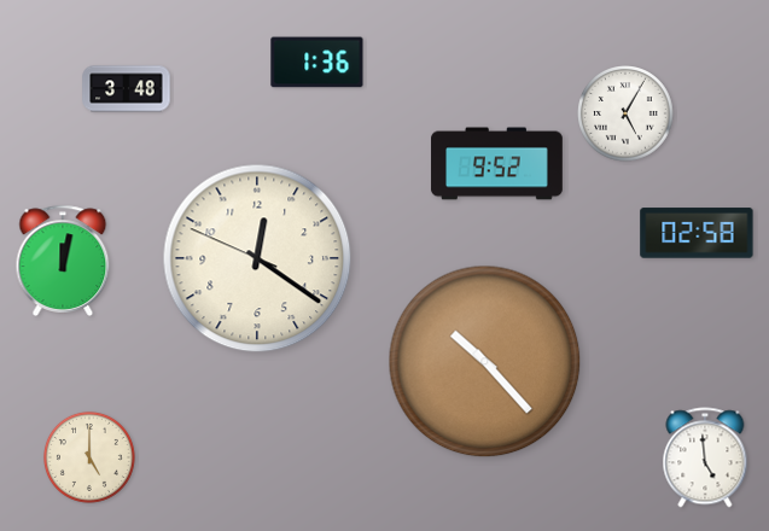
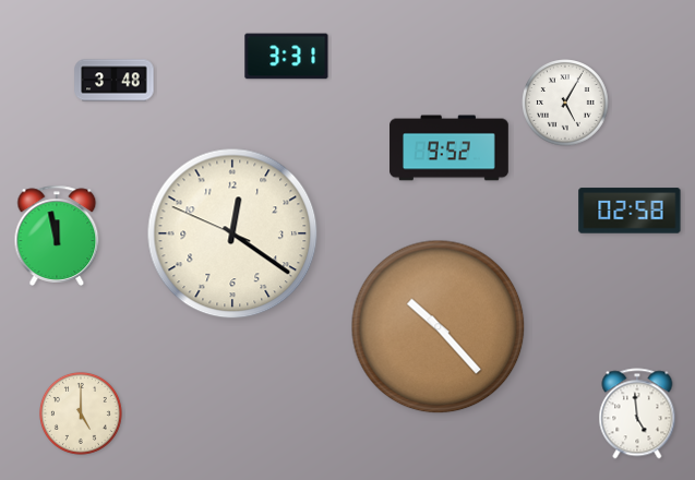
clock at (317, 63): 1:36 -> 3:31
clock at (63, 261): 12:02 -> 11:58
